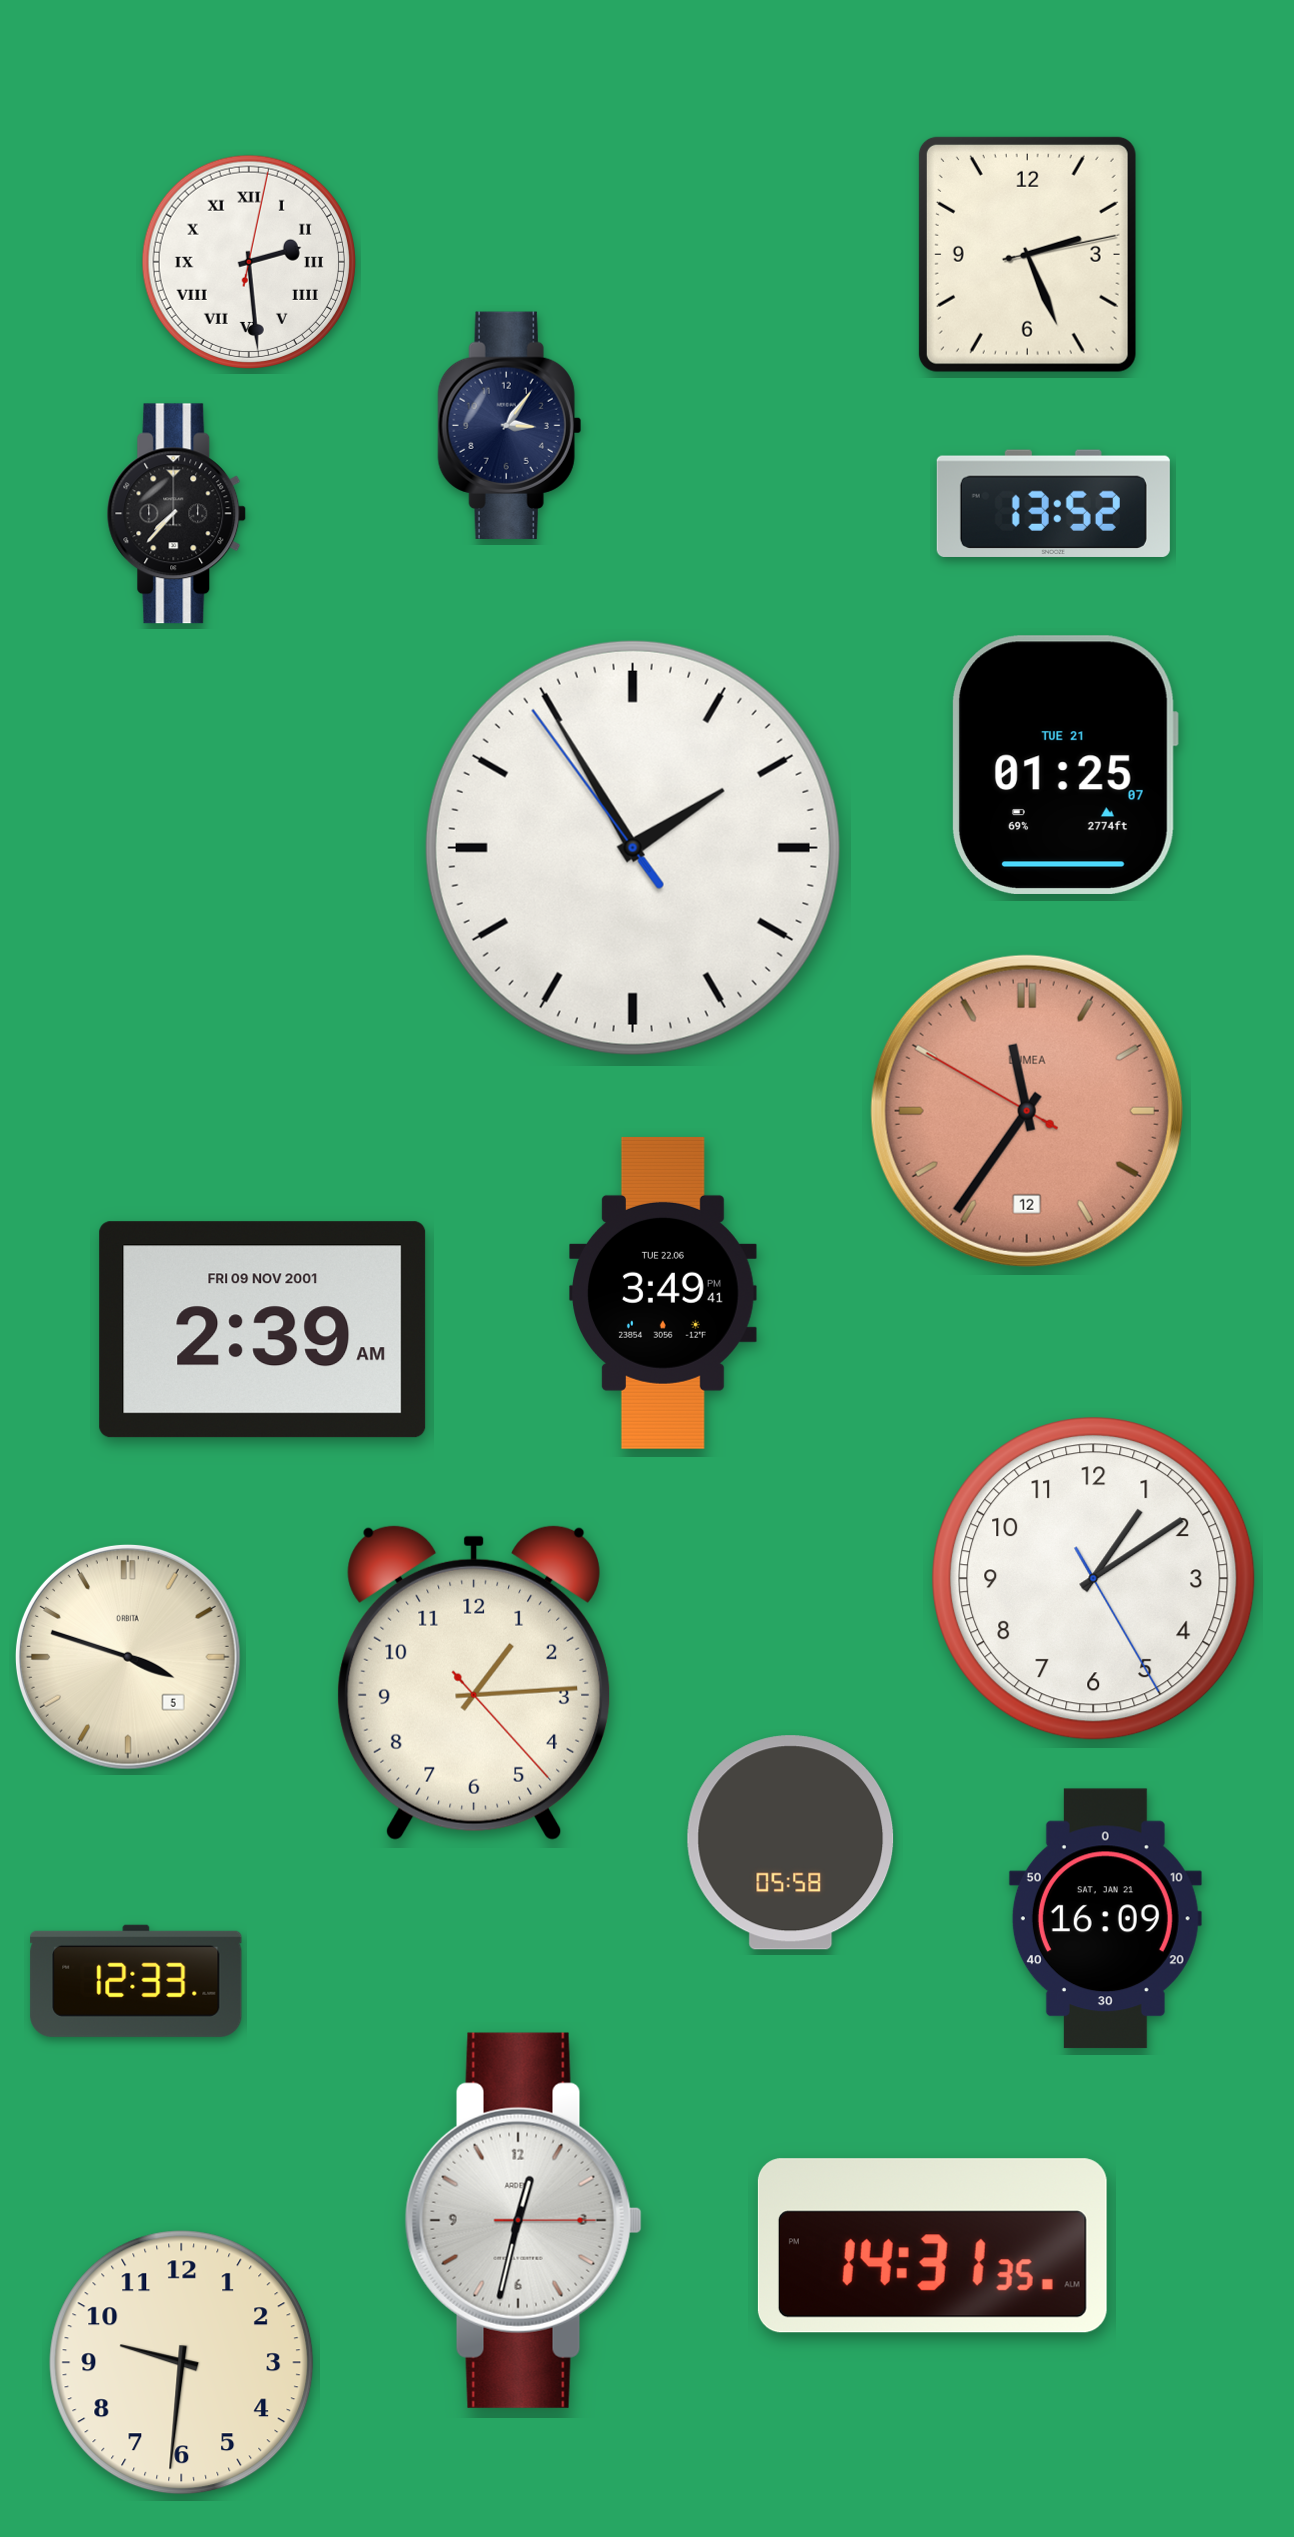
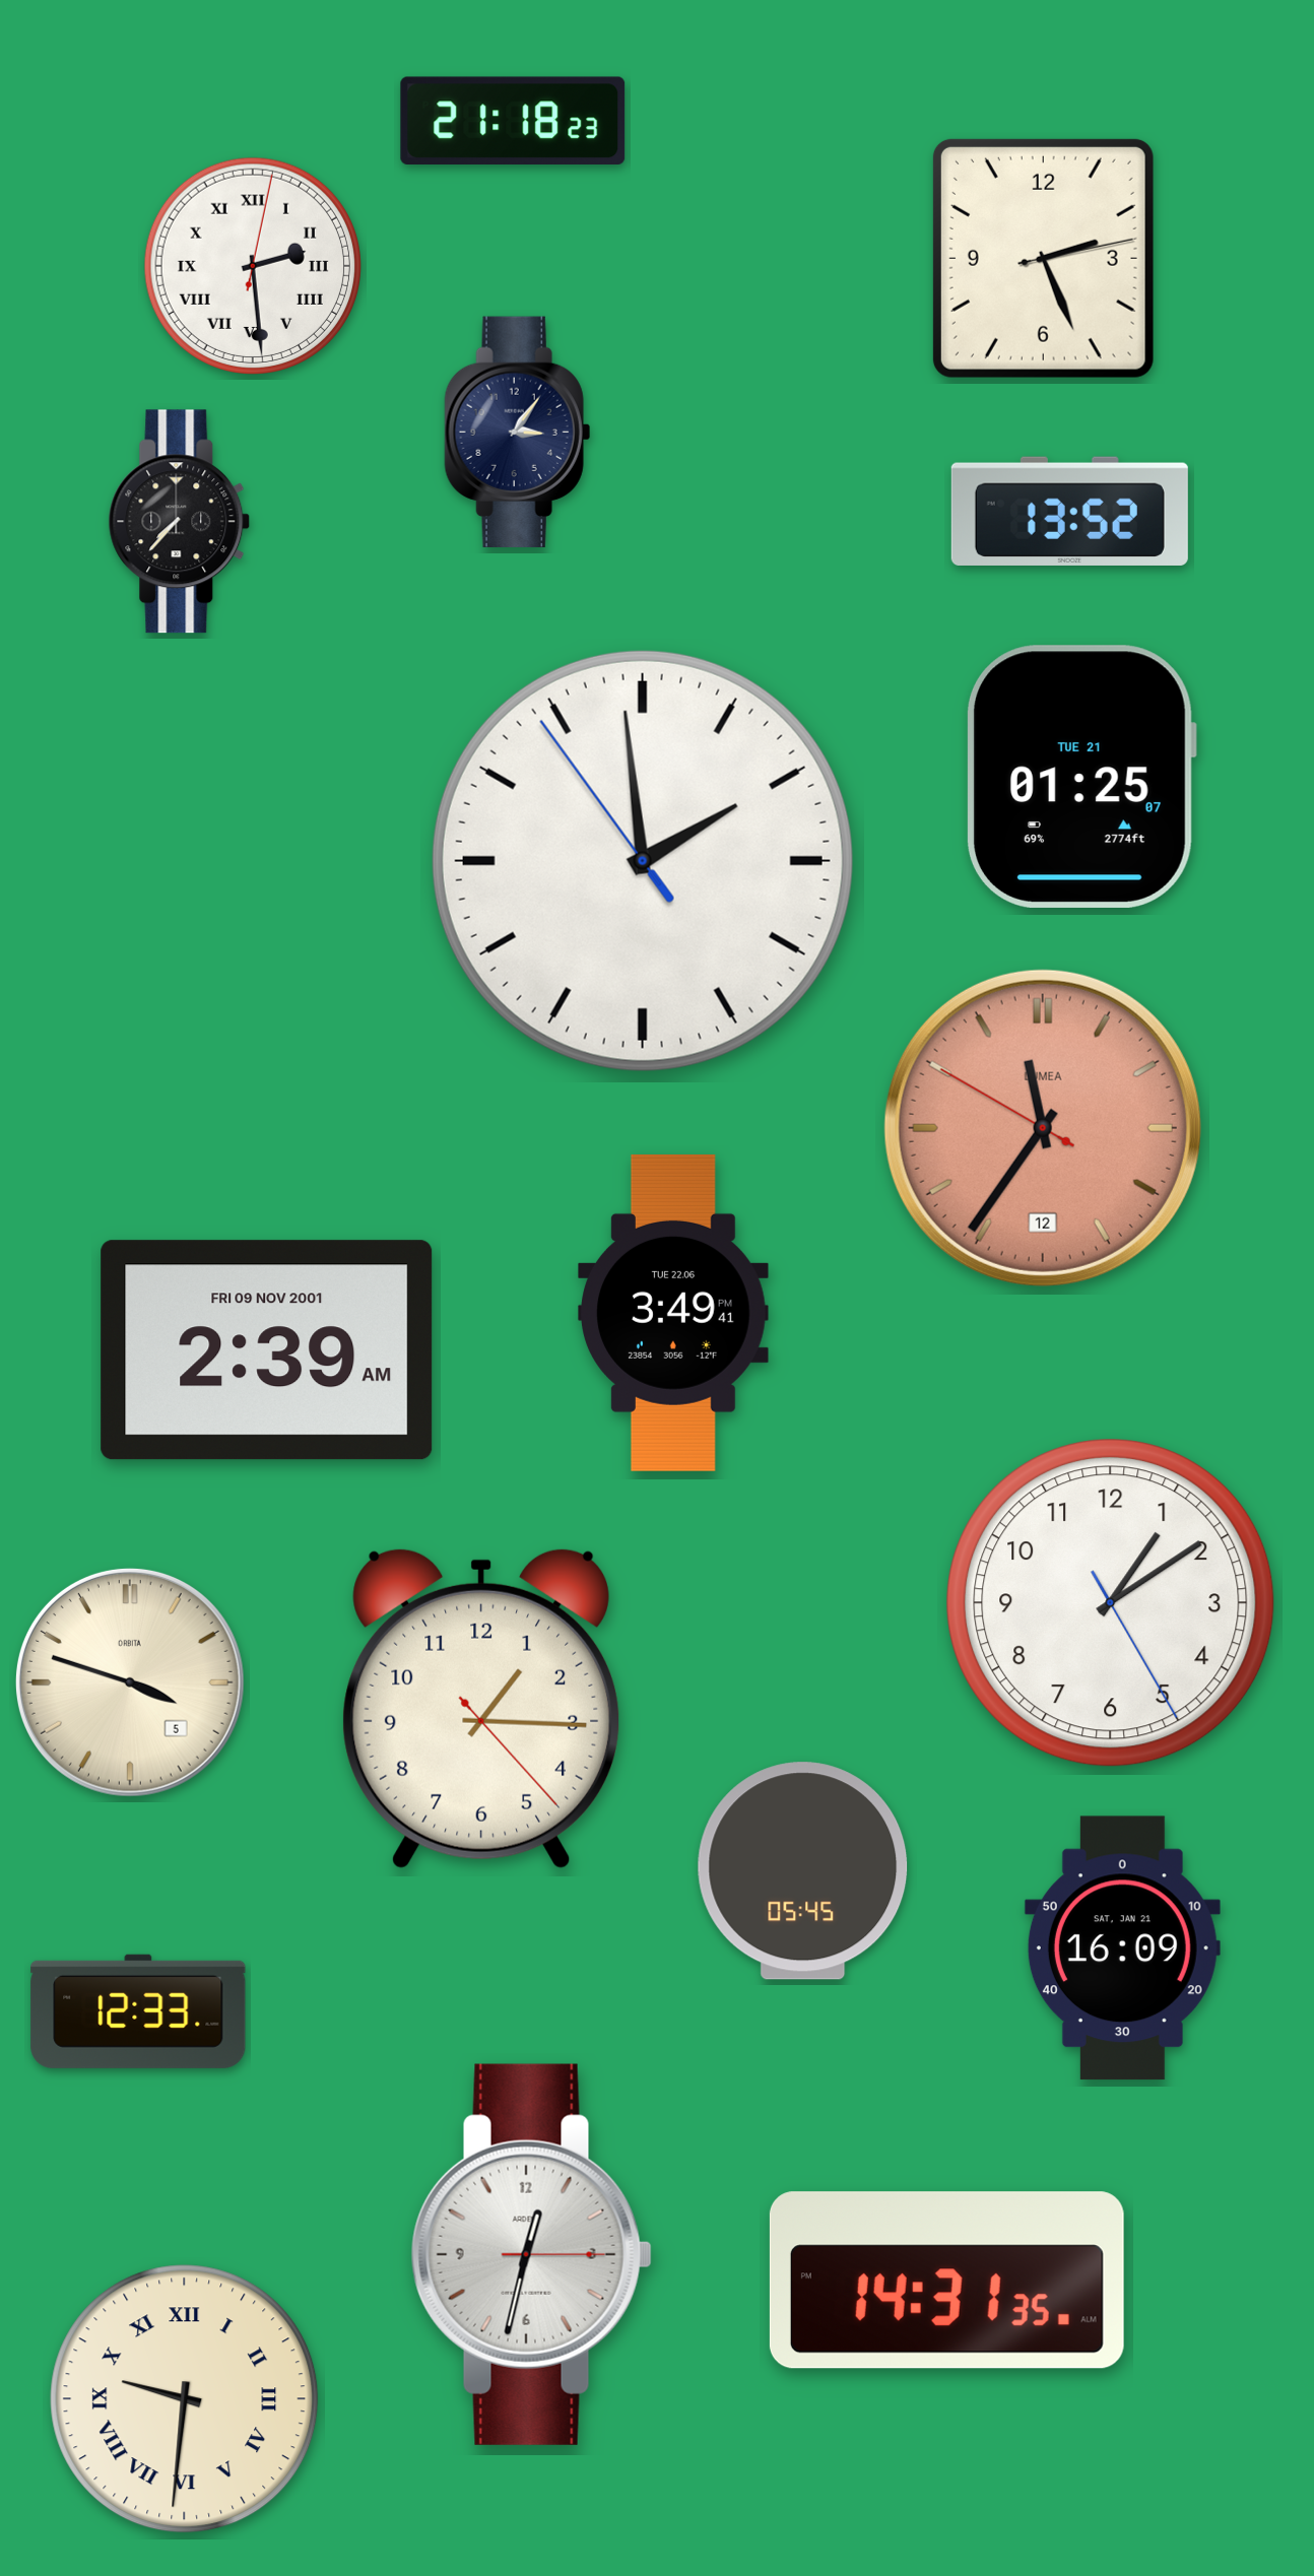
clock at (513, 120): none -> 21:18
clock at (633, 848): 1:54 -> 1:58
clock at (473, 1683): 1:14 -> 1:15
clock at (791, 1843): 05:58 -> 05:45
clock at (182, 2363) numerals: Arabic -> Roman
